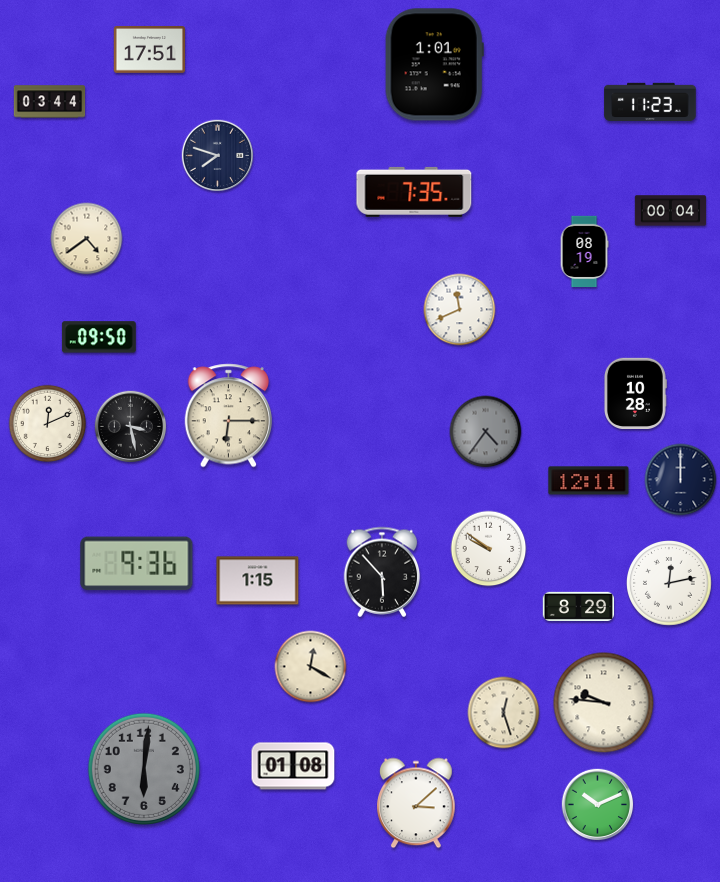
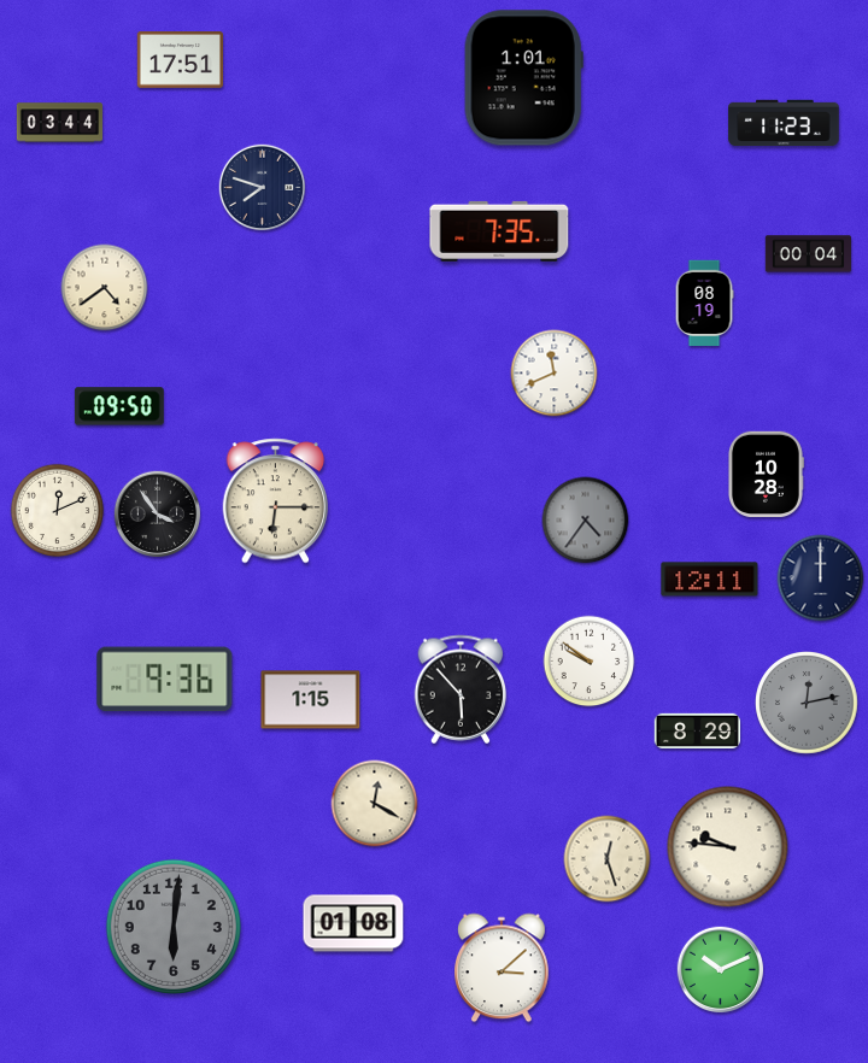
clock at (131, 427): 3:28 -> 3:54
clock at (670, 584) dial: white -> grey
